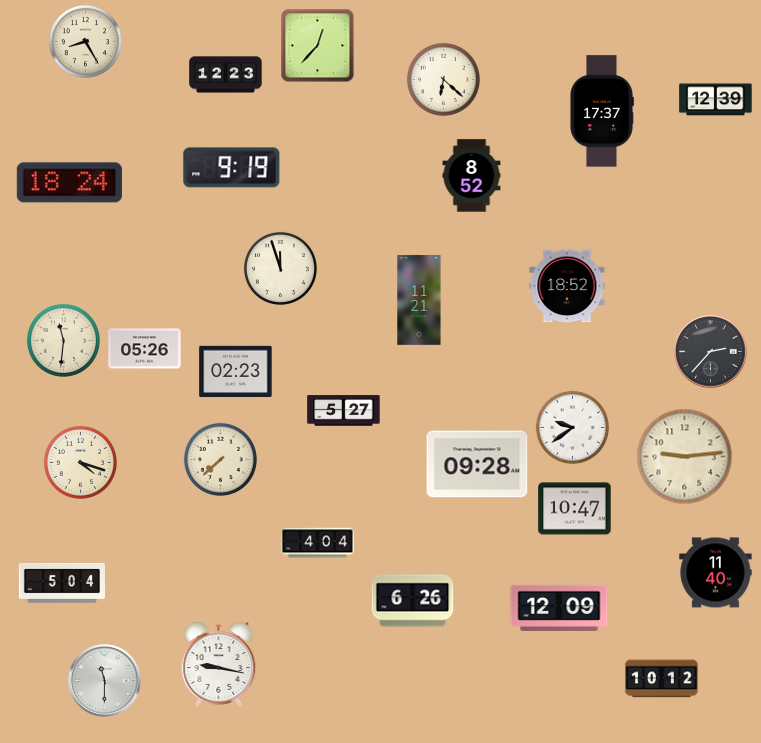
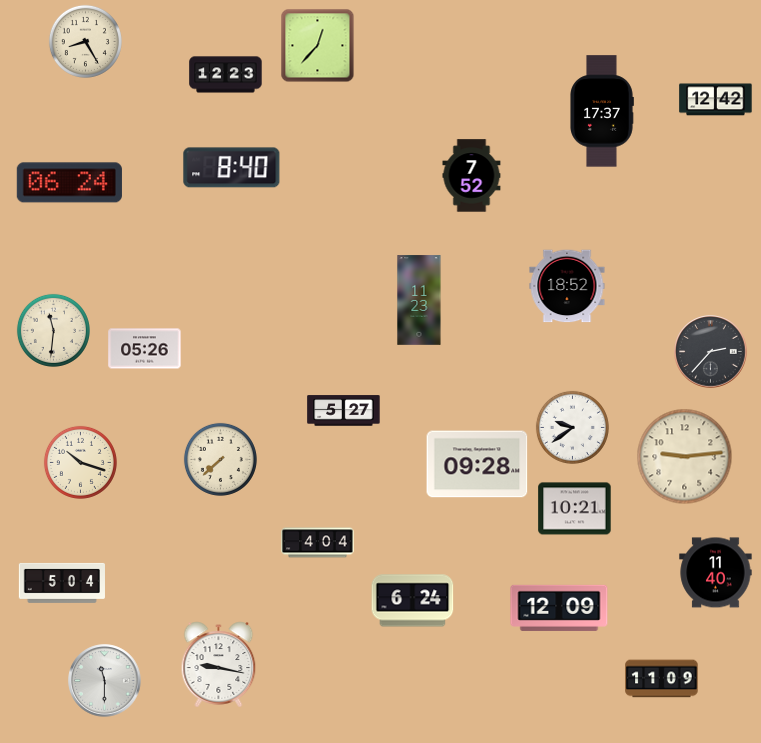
clock at (443, 79): 6:22 -> none
clock at (716, 100): 12:39 -> 12:42
clock at (232, 168): 9:19 -> 8:40
clock at (472, 176): 8:52 -> 7:52
clock at (69, 183): 18:24 -> 06:24
clock at (280, 268): 11:57 -> none
clock at (419, 300): 11:21 -> 11:23
clock at (63, 340) position: (63, 340) -> (53, 330)
clock at (236, 372): 02:23 -> none
clock at (80, 462): 4:18 -> 10:18
clock at (575, 509): 10:47 -> 10:21
clock at (413, 601): 6:26 -> 6:24
clock at (662, 679): 10:12 -> 11:09
